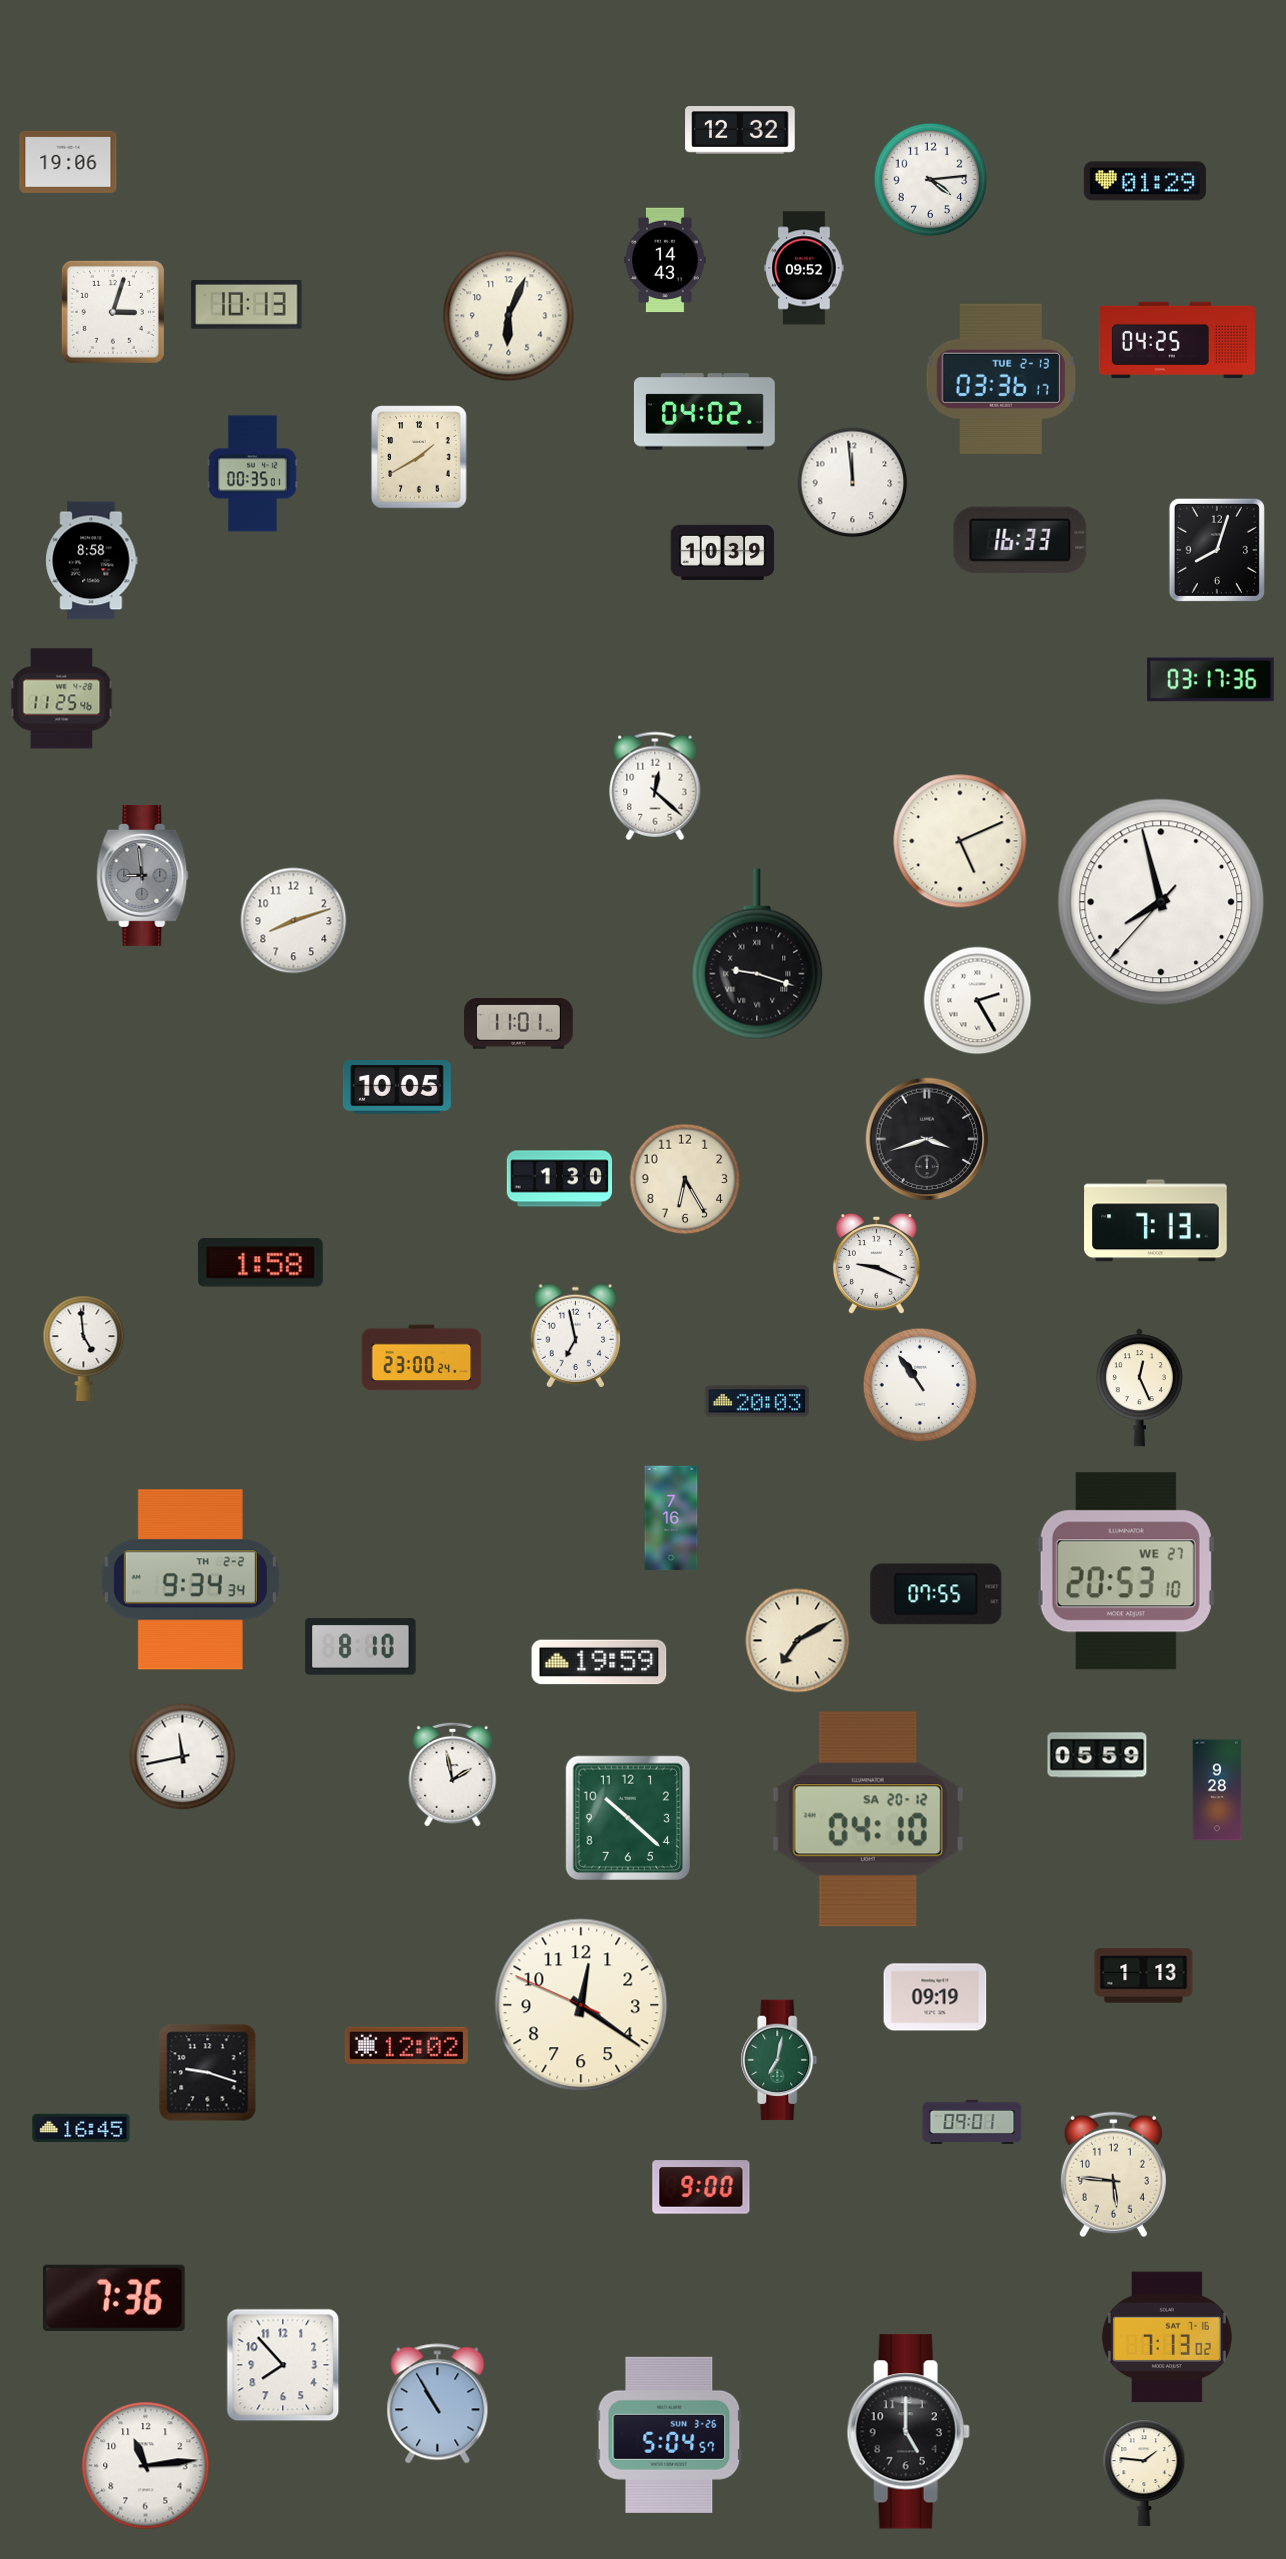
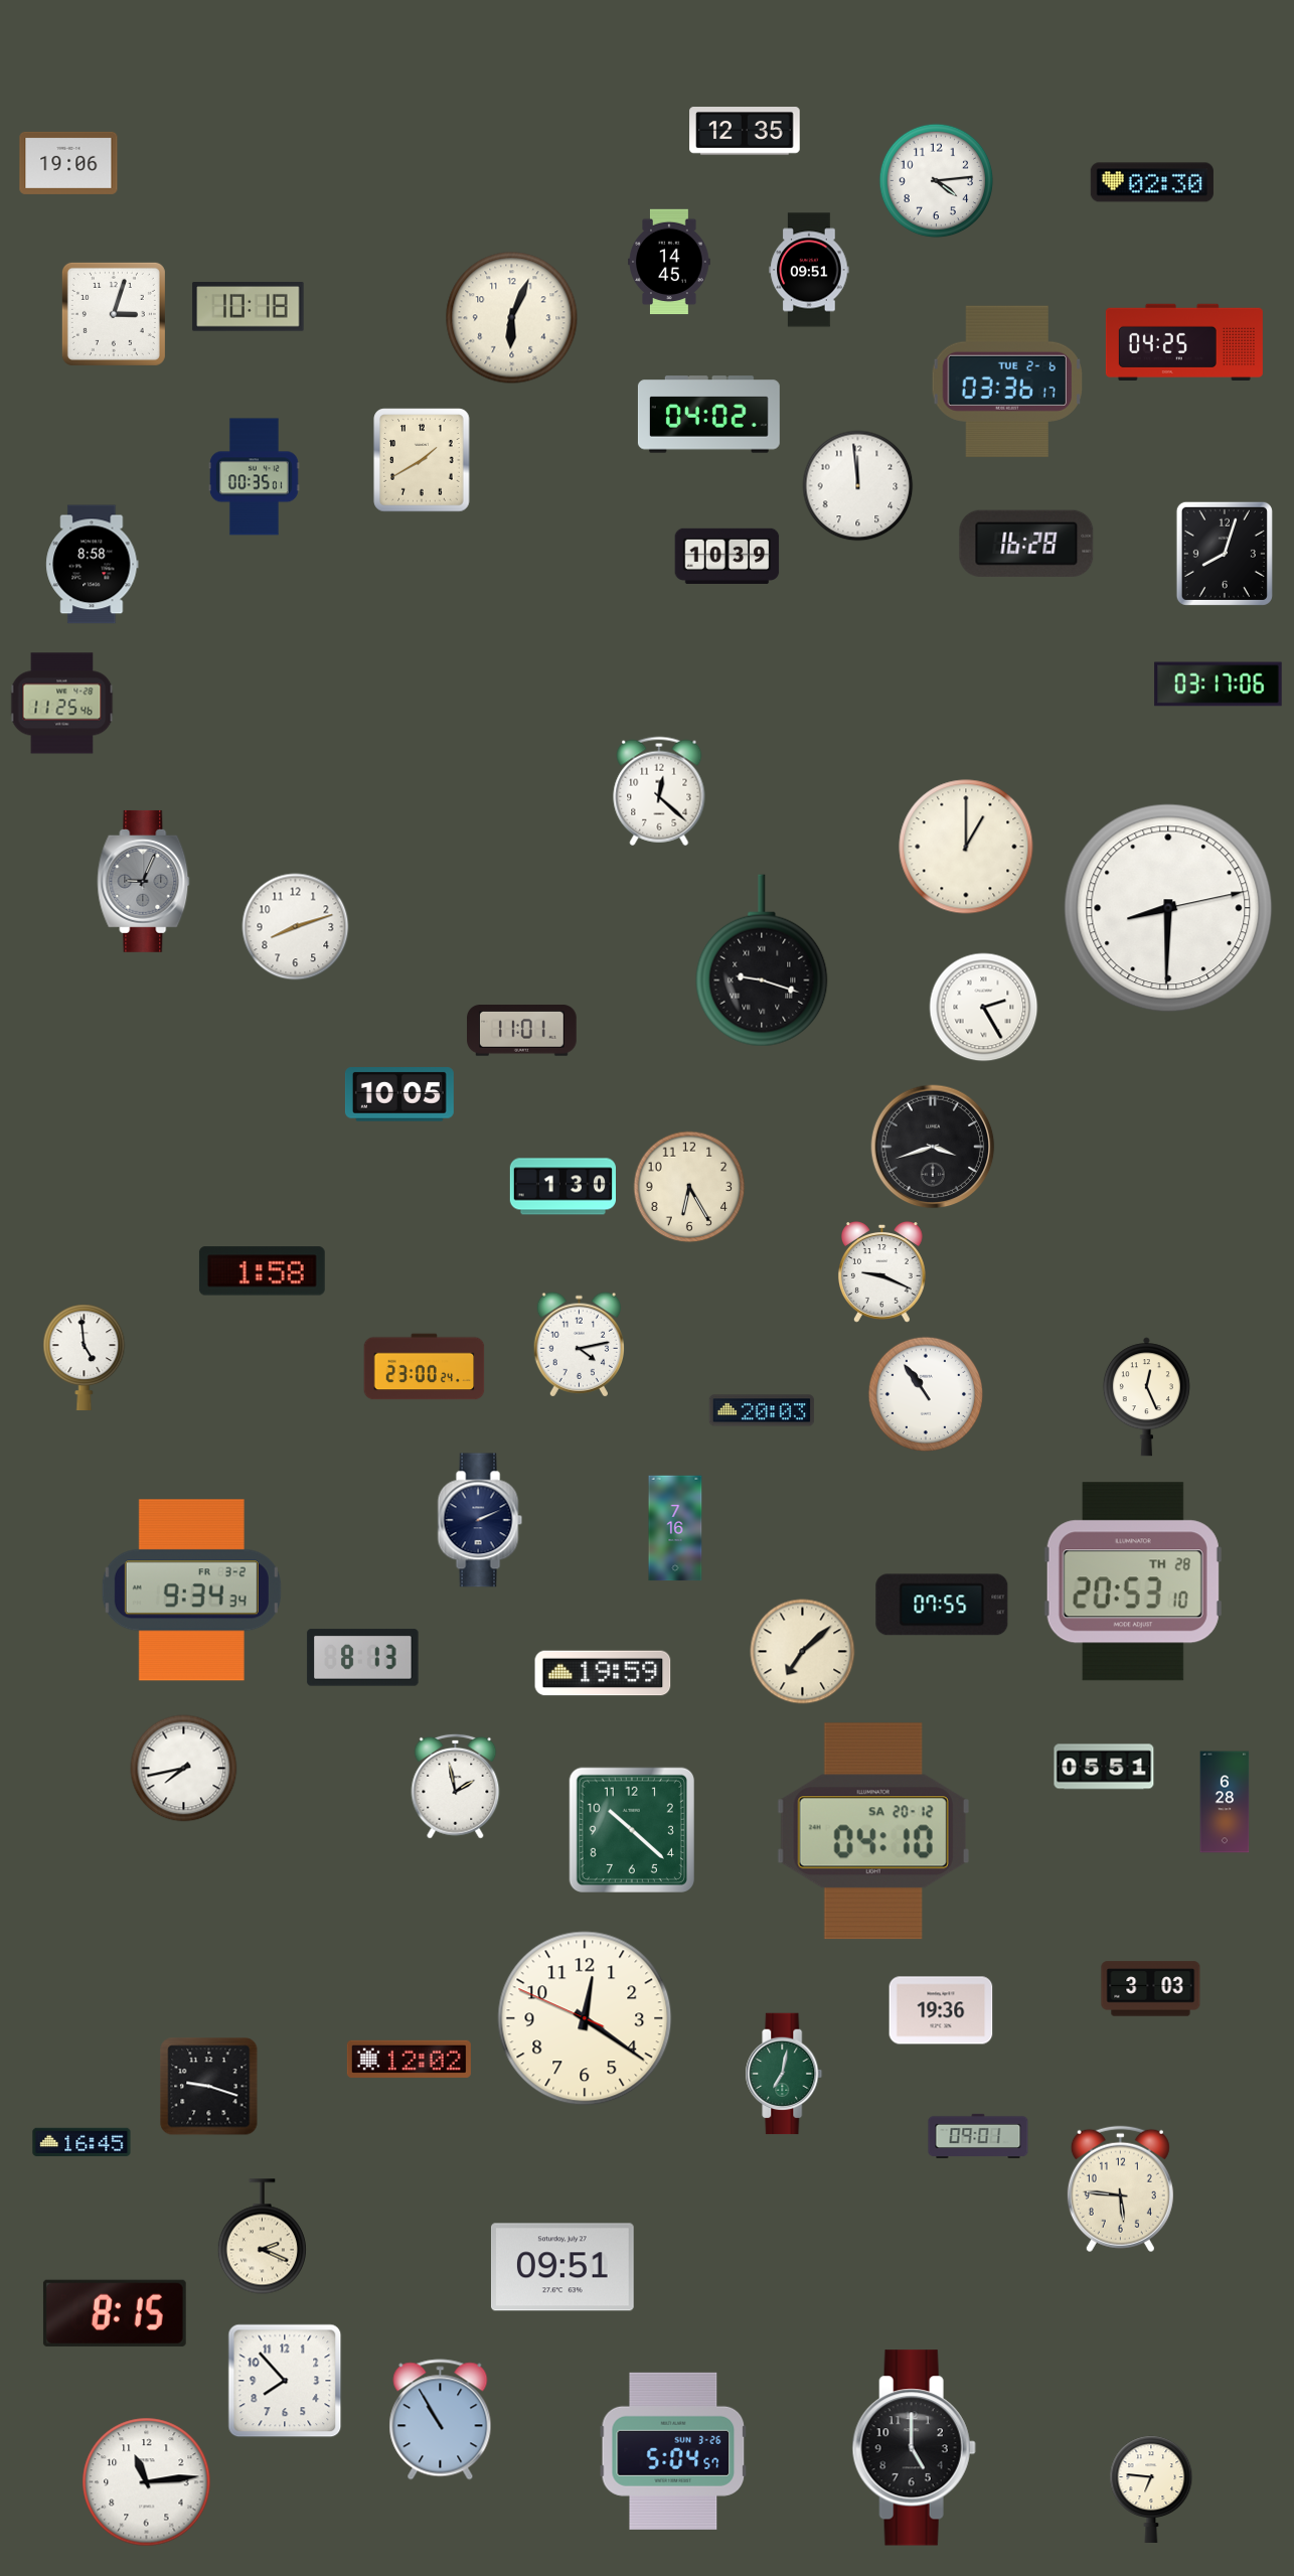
clock at (740, 131): 12:32 -> 12:35
clock at (1145, 181): 01:29 -> 02:30
clock at (665, 260): 14:43 -> 14:45
clock at (804, 268): 09:52 -> 09:51
clock at (247, 305): 10:13 -> 10:18
clock at (1000, 379) date: TUE 2-13 -> TUE 2-6
clock at (1020, 540): 16:33 -> 16:28
clock at (1211, 680): 03:17:36 -> 03:17:06
clock at (960, 841): 5:11 -> 1:00
clock at (143, 875): 8:59 -> 9:04
clock at (1161, 902): 7:57 -> 8:30
clock at (1156, 1221): 7:13 -> none
clock at (575, 1336): 6:58 -> 4:13
clock at (480, 1520): none -> 2:11
clock at (1126, 1571) date: WE 27 -> TH 28
clock at (190, 1580) date: TH 2-2 -> FR 3-2
clock at (798, 1641): 7:10 -> 7:08
clock at (361, 1647): 8:10 -> 8:13
clock at (1097, 1755): 05:59 -> 05:51
clock at (183, 1757): 11:43 -> 7:43
clock at (1217, 1790): 9:28 -> 6:28
clock at (1144, 1976): 1:13 -> 3:03
clock at (935, 1997): 09:19 -> 19:36
clock at (701, 2187): 9:00 -> none
clock at (262, 2237): none -> 2:19
clock at (562, 2267): none -> 09:51
clock at (114, 2298): 7:36 -> 8:15
clock at (1167, 2337): 7:13 -> none
clock at (1144, 2473): 1:46 -> 6:46
